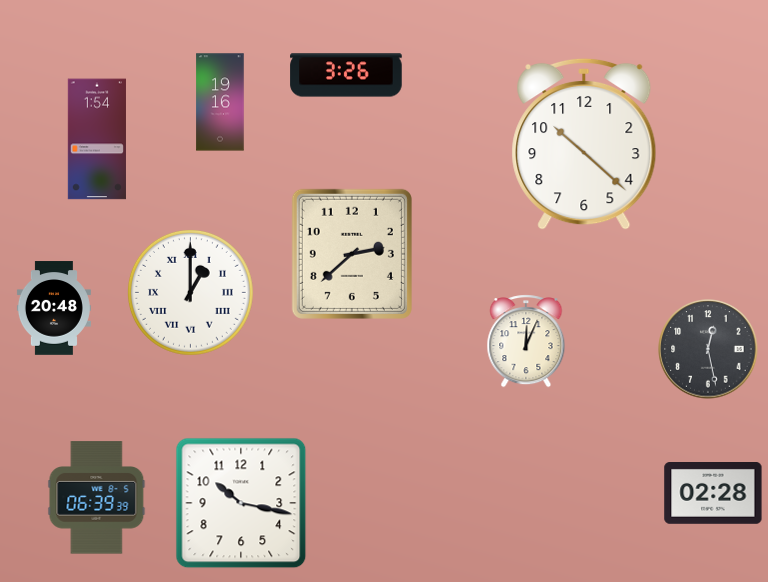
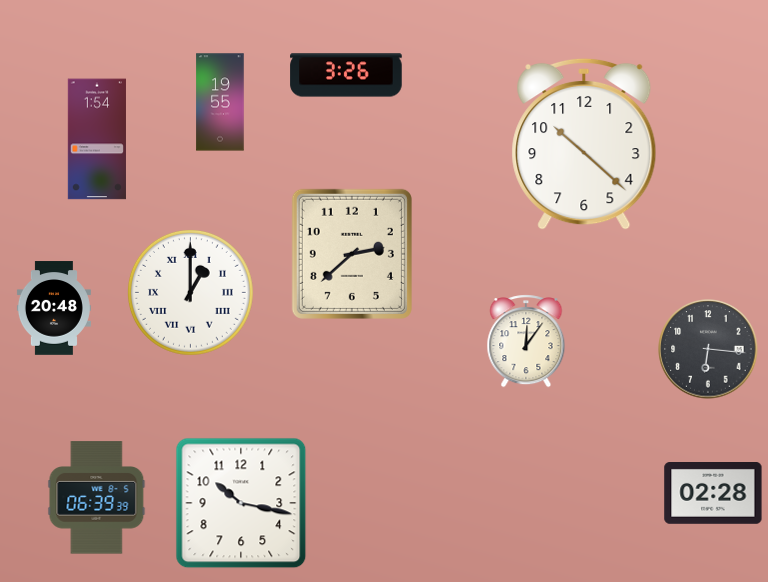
clock at (220, 102): 19:16 -> 19:55
clock at (526, 341): 12:04 -> 12:06
clock at (708, 349): 12:28 -> 6:16
